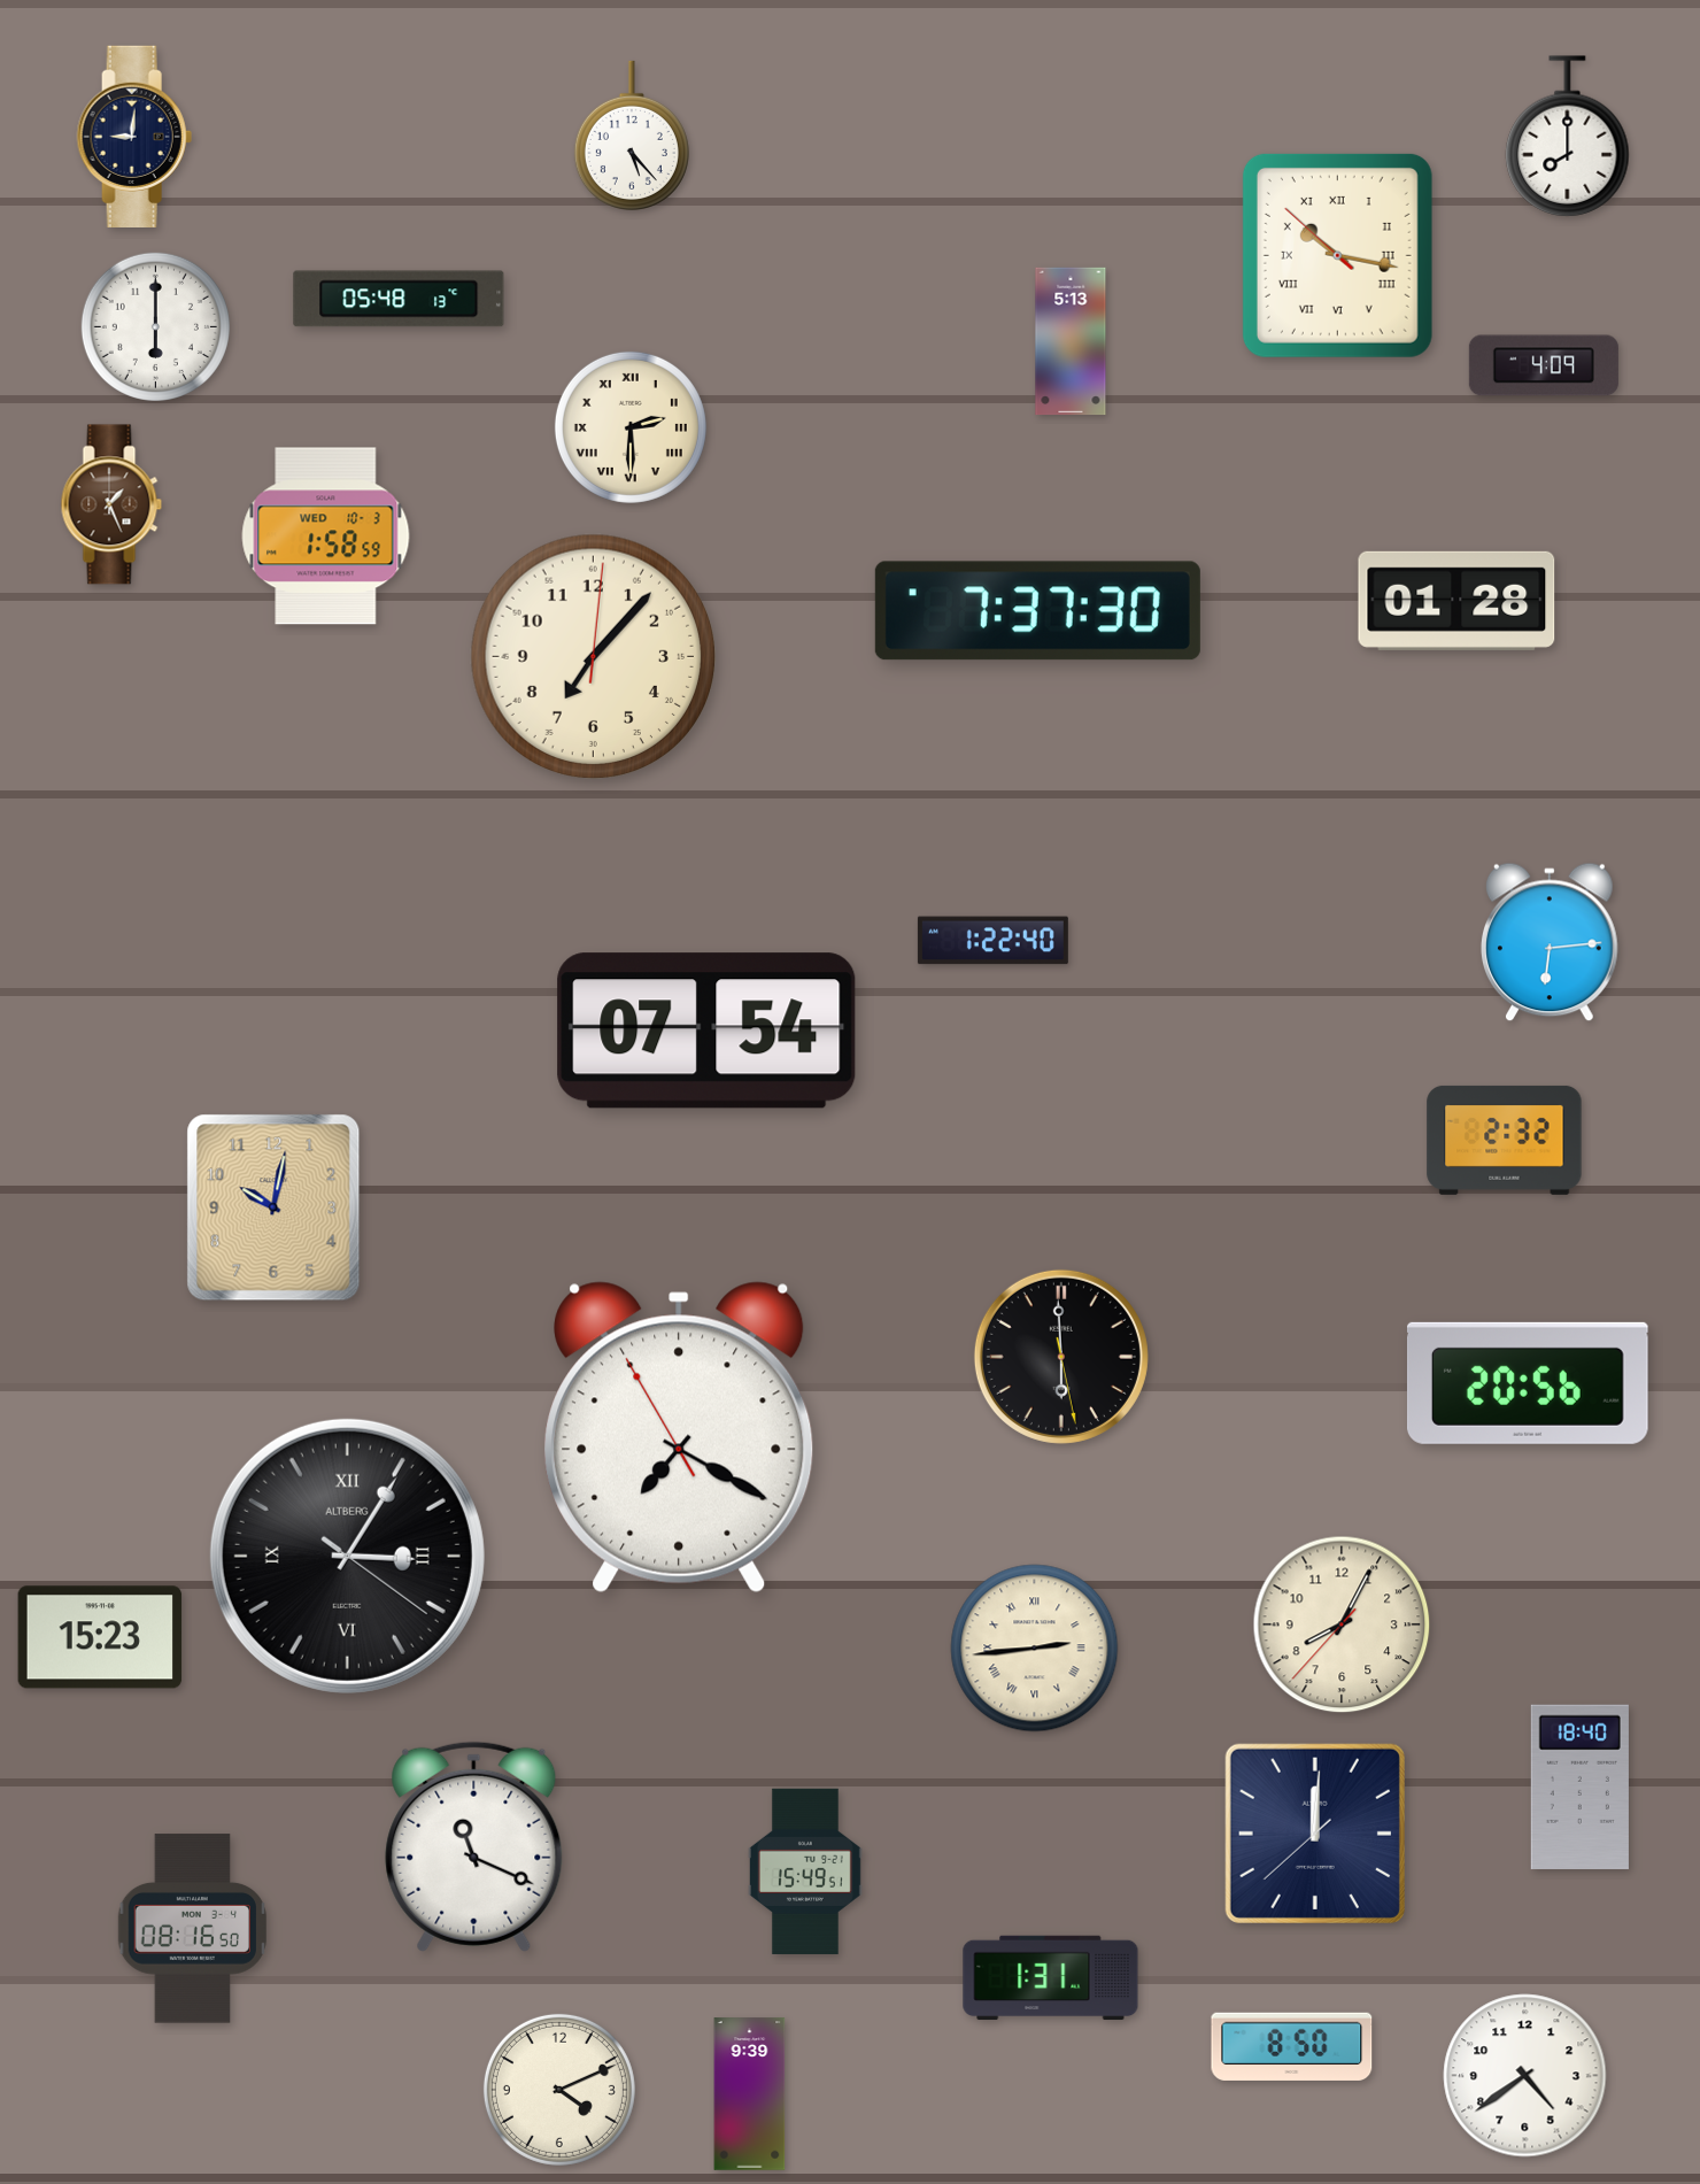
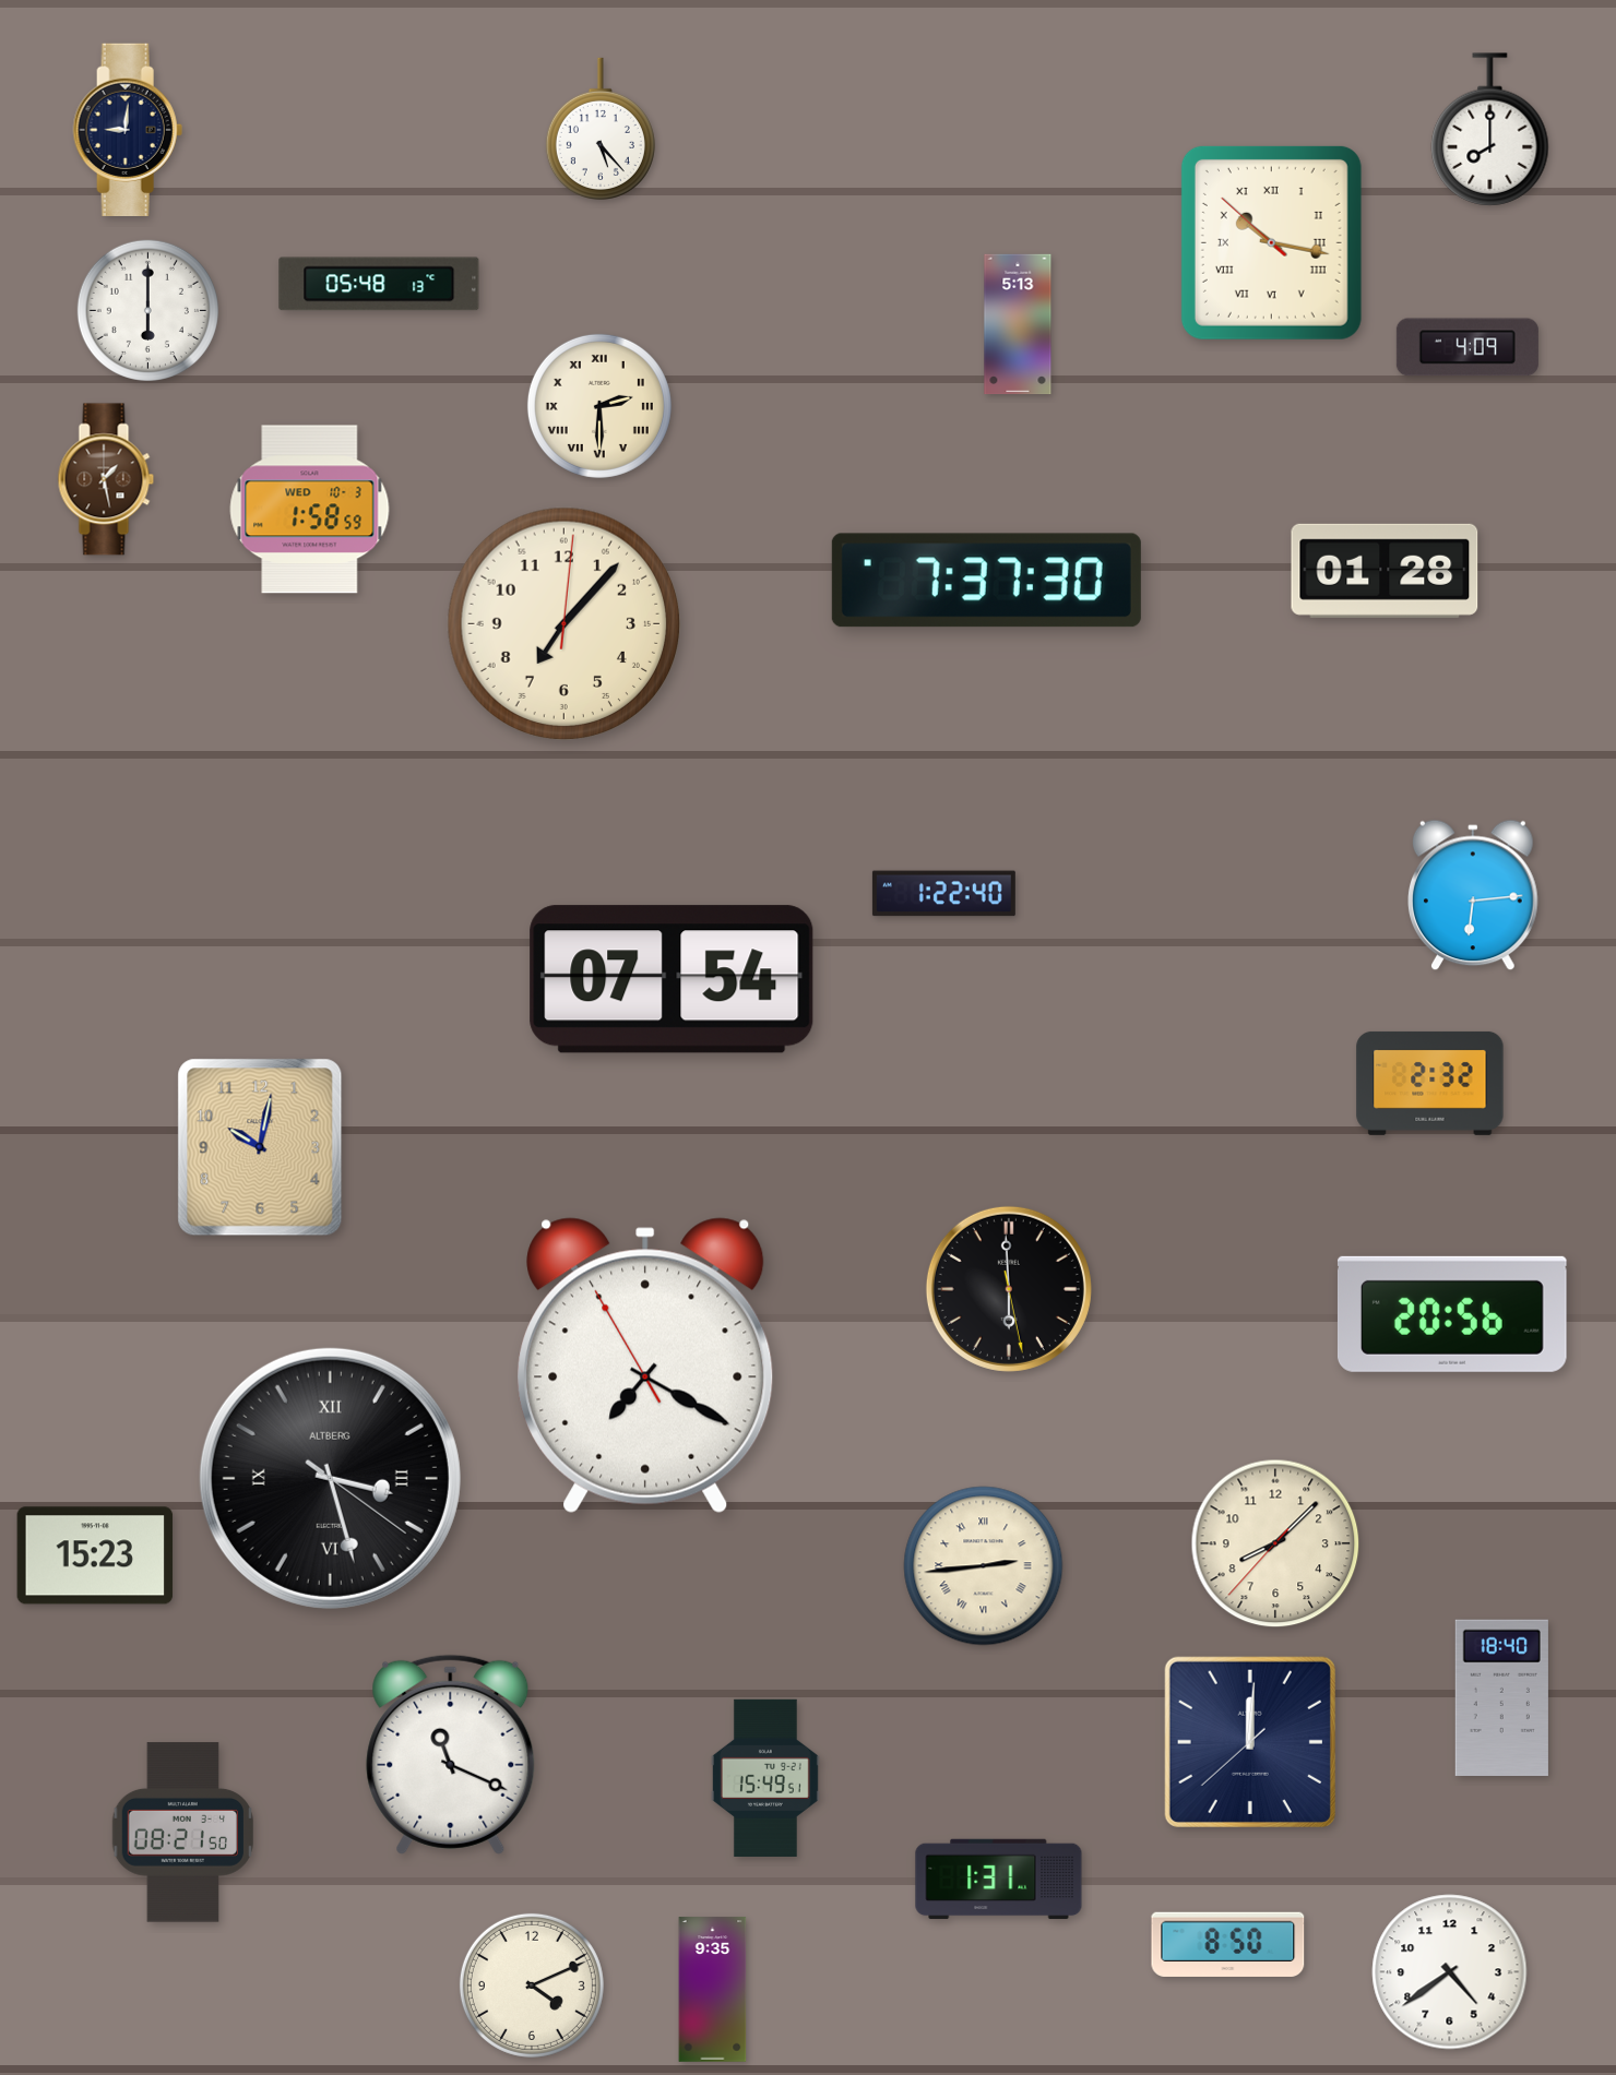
clock at (111, 504): 1:26 -> 1:28
clock at (347, 1556): 3:05 -> 3:27
clock at (1342, 1625): 8:04 -> 8:07
clock at (192, 1929): 08:16 -> 08:21
clock at (750, 2094): 9:39 -> 9:35
